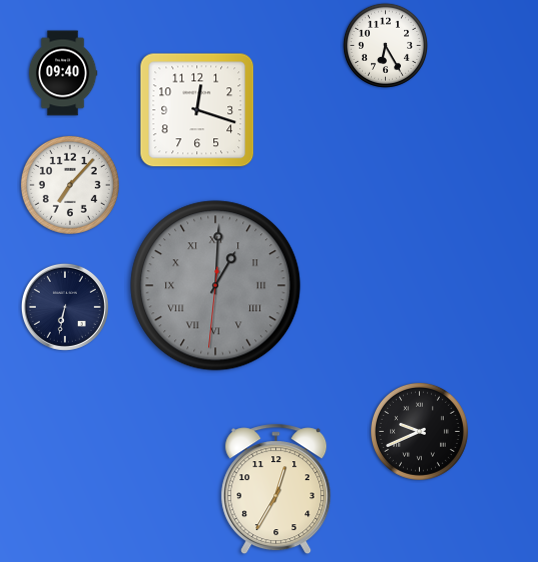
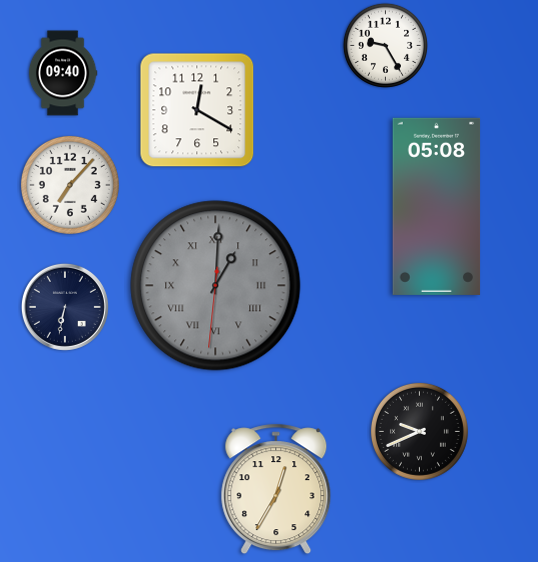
clock at (385, 45): 6:25 -> 9:25
clock at (197, 110): 12:18 -> 12:20
clock at (437, 206): none -> 05:08
